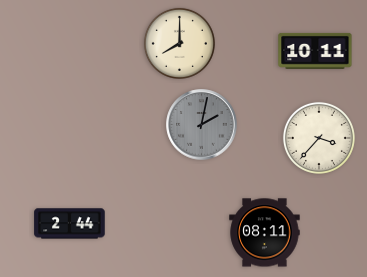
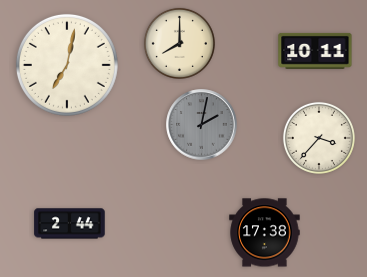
clock at (67, 65): none -> 7:02
clock at (265, 233): 08:11 -> 17:38
